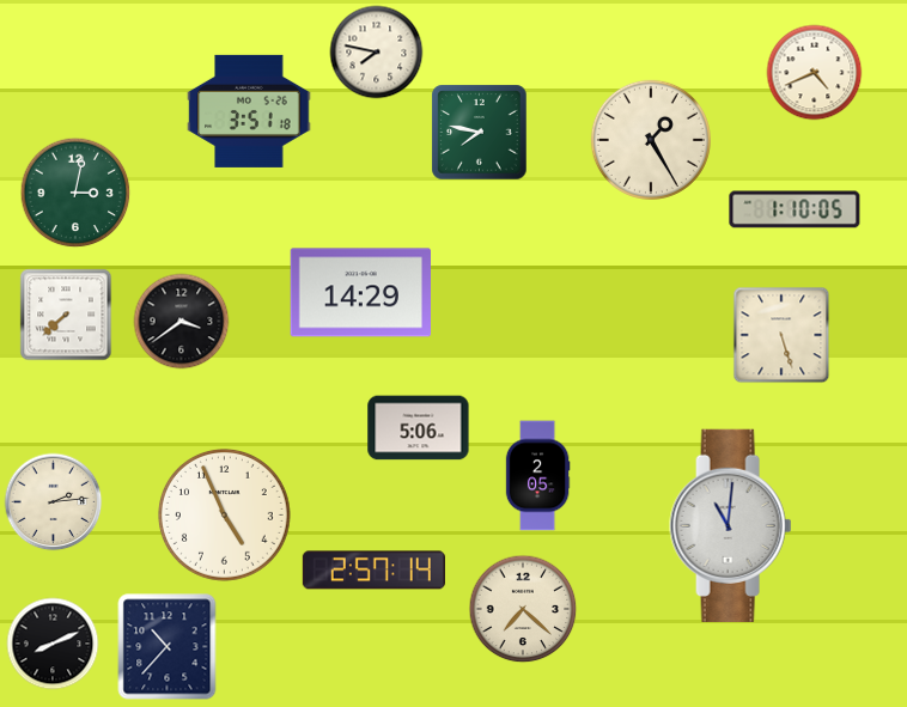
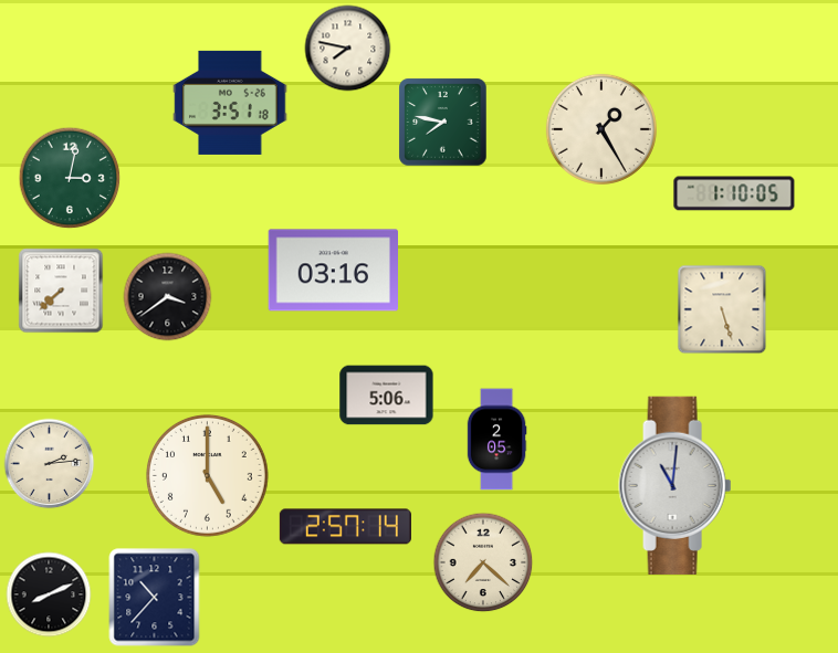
clock at (815, 73): 4:41 -> none
clock at (360, 293): 14:29 -> 03:16
clock at (225, 516): 4:56 -> 5:00
